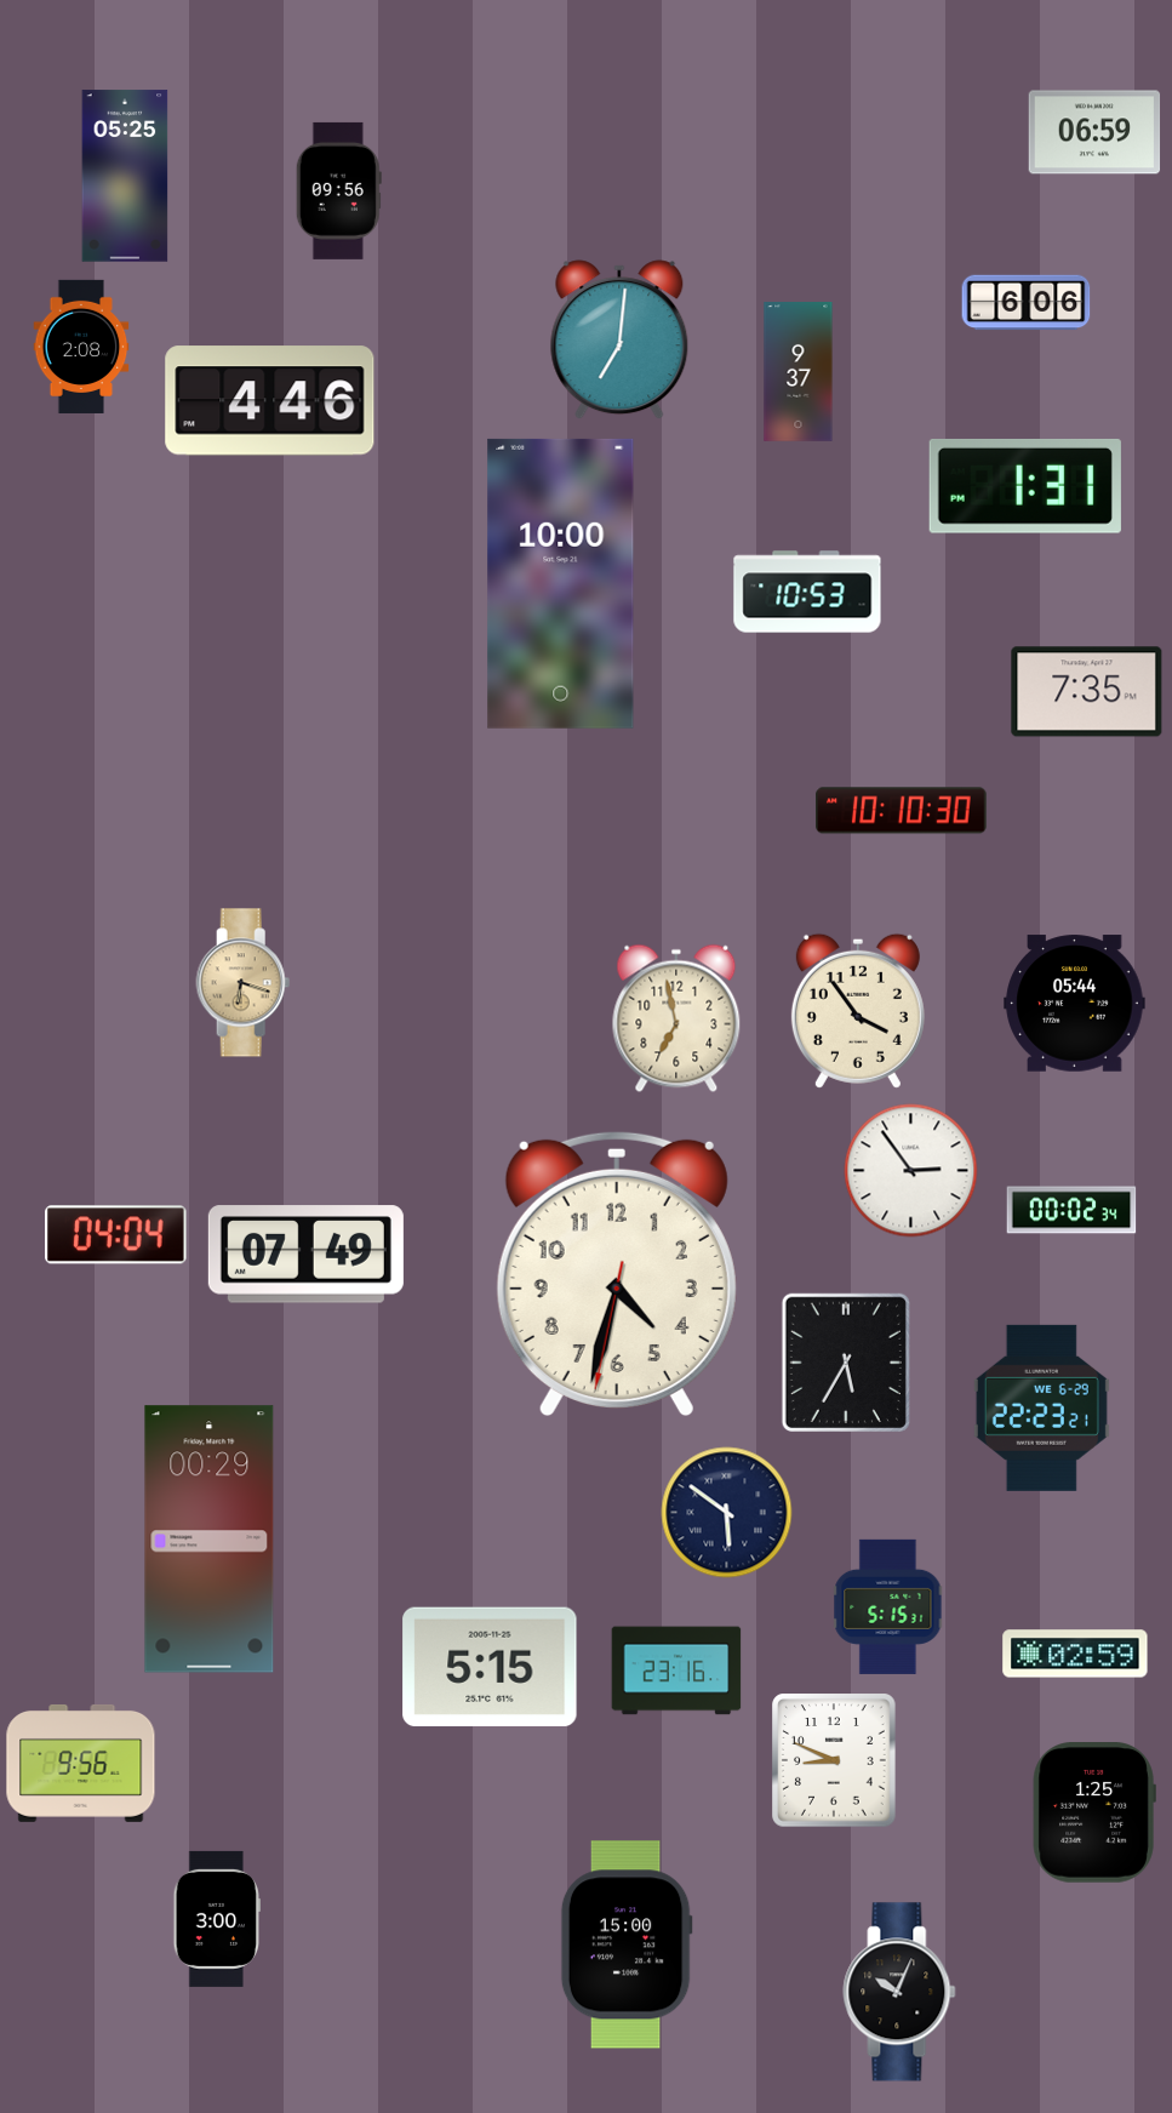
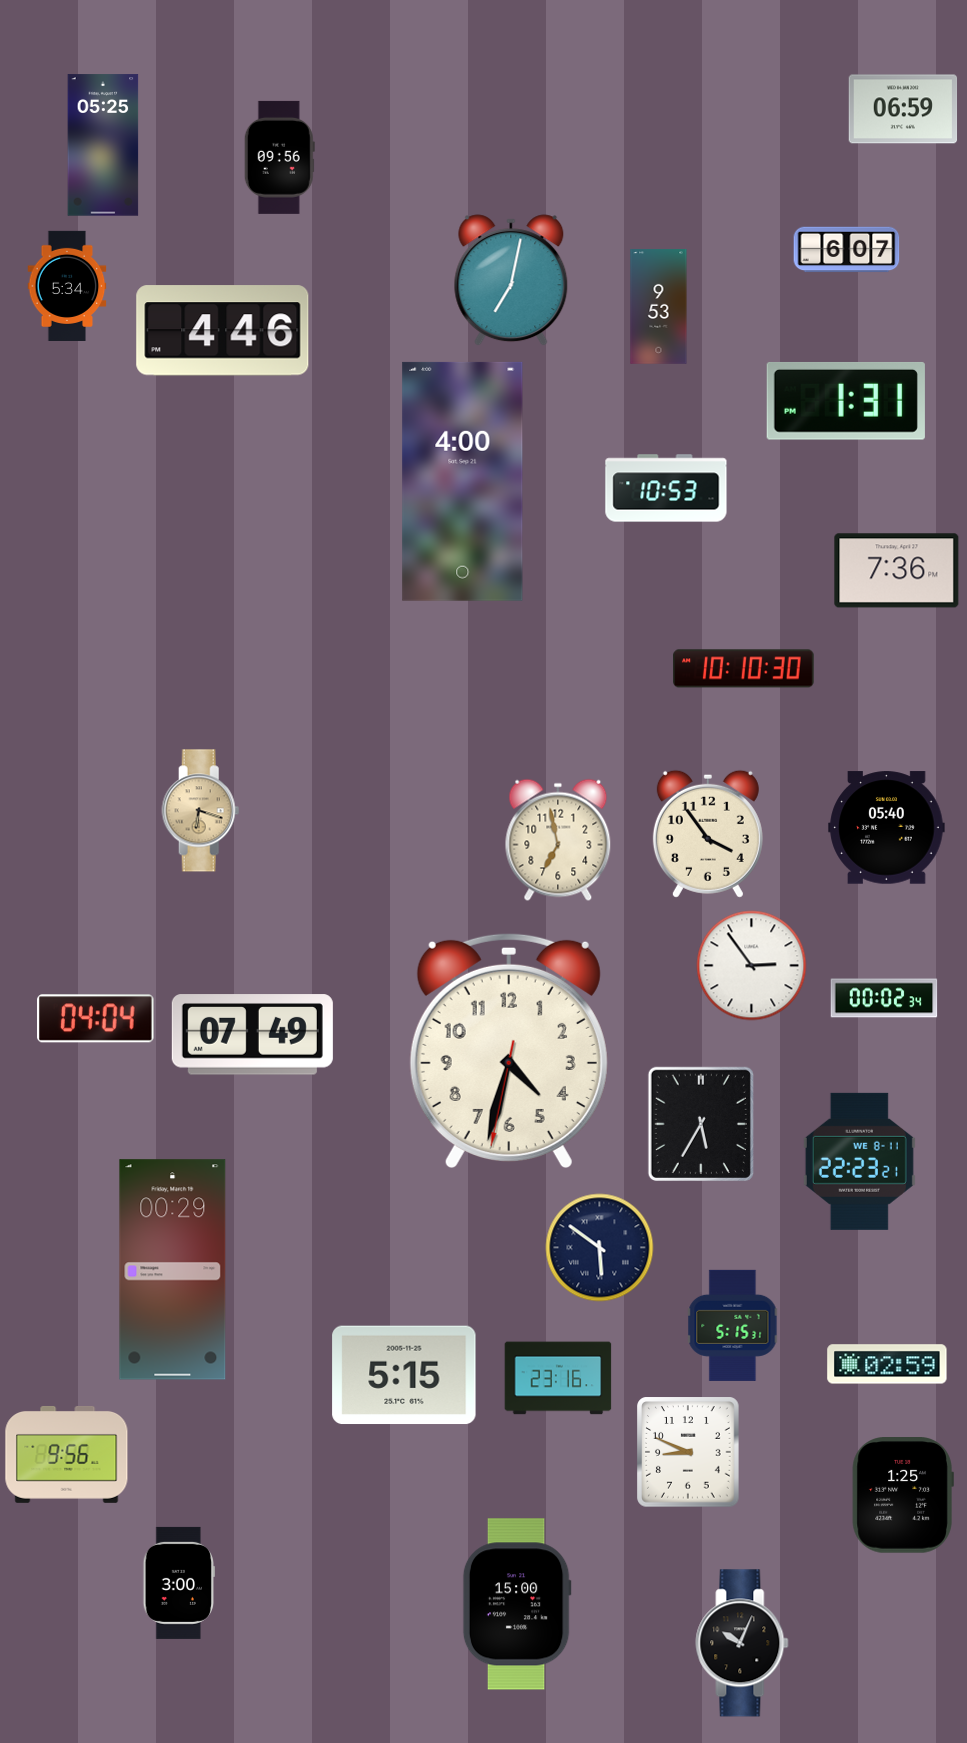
clock at (1027, 303): 6:06 -> 6:07
clock at (619, 339): 7:01 -> 7:02
clock at (81, 345): 2:08 -> 5:34
clock at (799, 372): 9:37 -> 9:53
clock at (561, 583): 10:00 -> 4:00
clock at (1087, 692): 7:35 -> 7:36
clock at (1075, 1004): 05:44 -> 05:40
clock at (846, 1363) position: (846, 1363) -> (701, 1124)
clock at (1041, 1407) date: WE 6-29 -> WE 8-11
